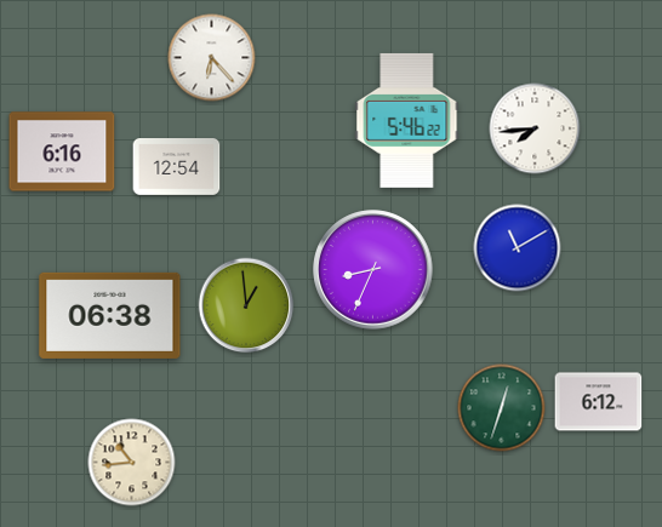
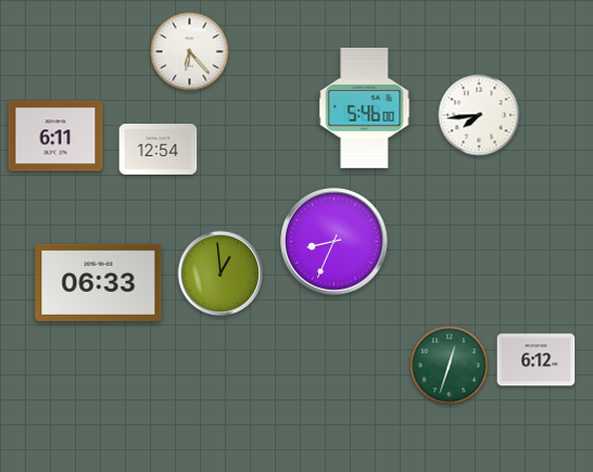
clock at (407, 120): 5:46:22 -> 5:46:00
clock at (62, 151): 6:16 -> 6:11
clock at (518, 248): 11:10 -> none
clock at (110, 315): 06:38 -> 06:33
clock at (132, 463): 10:44 -> none
